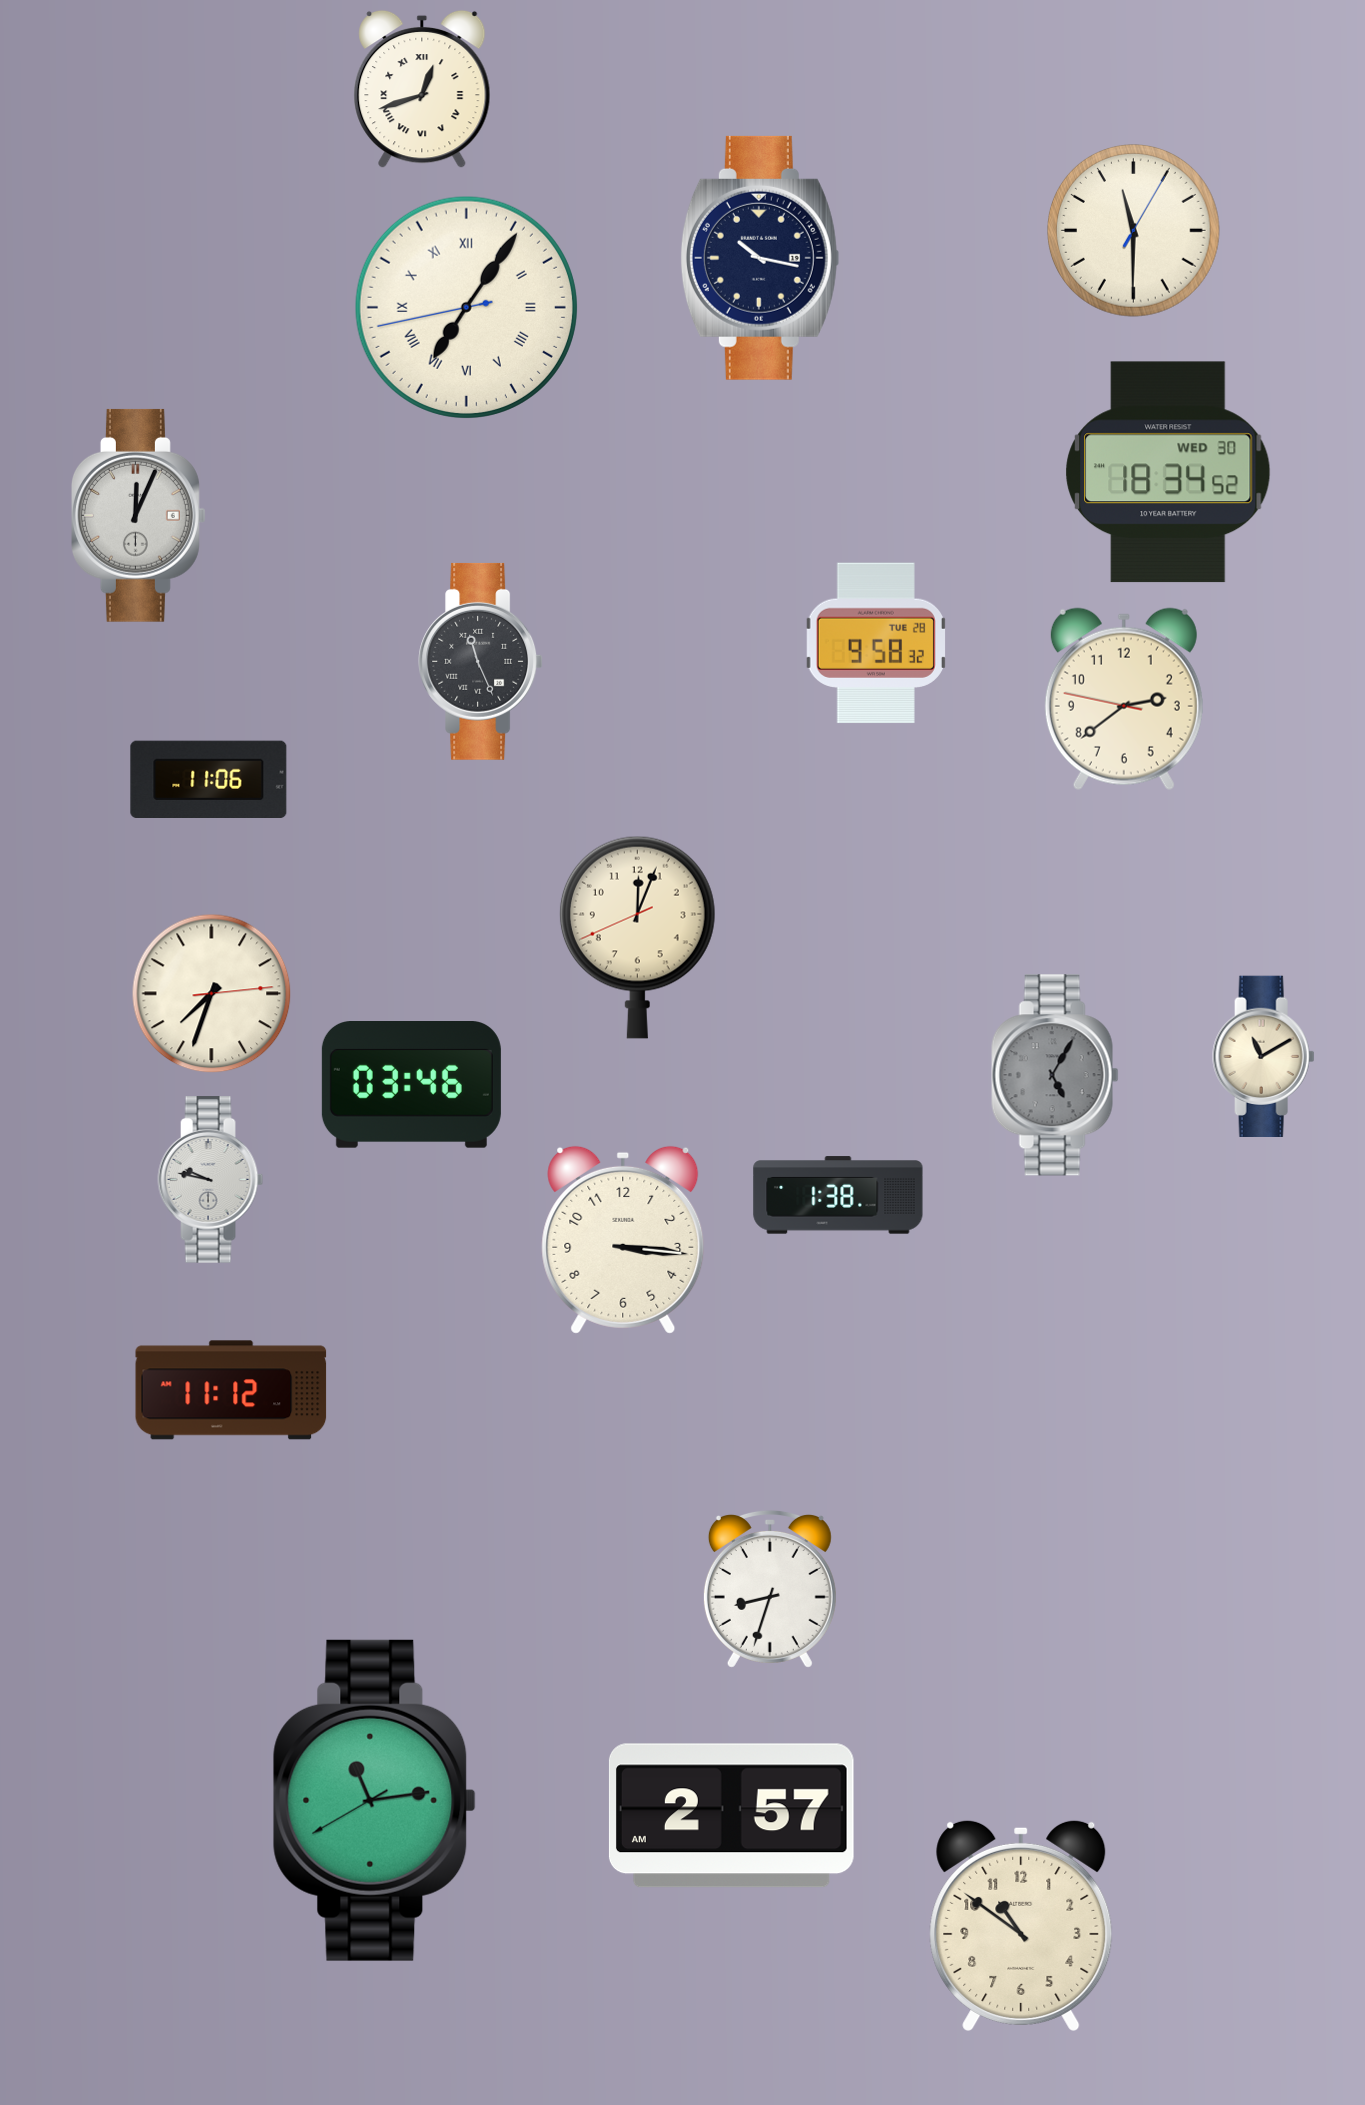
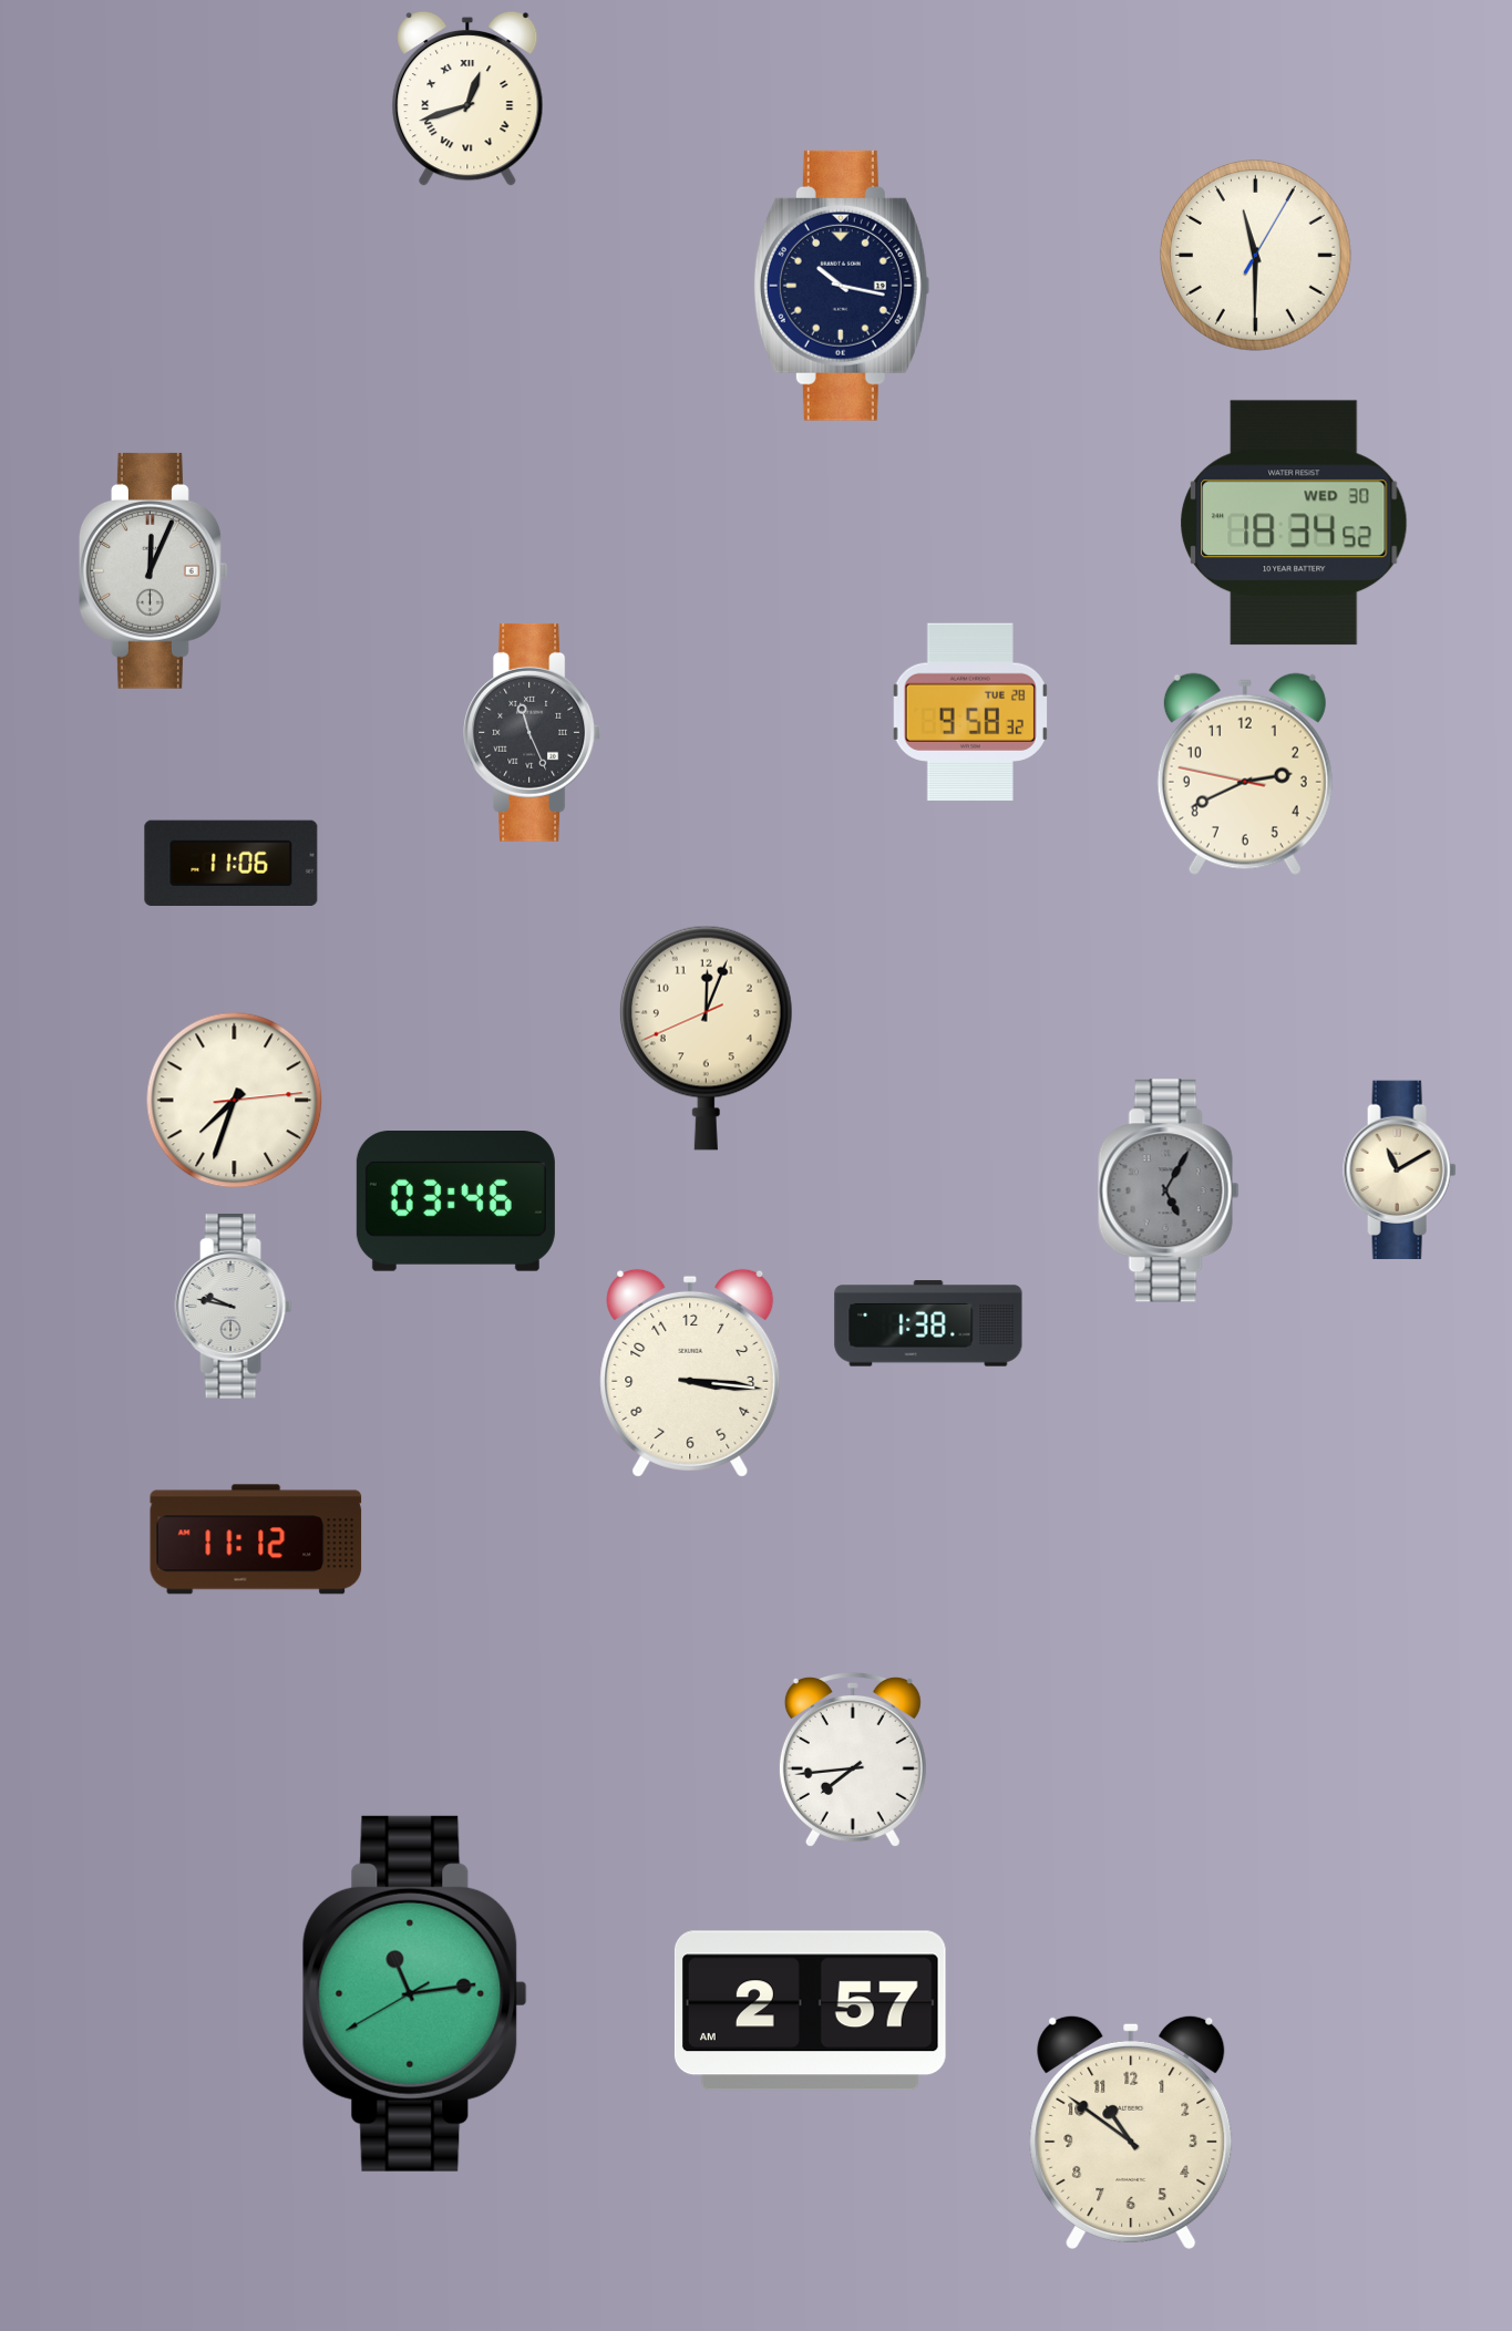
clock at (466, 307): 7:05 -> none
clock at (1124, 699): 2:38 -> 2:40
clock at (770, 1589): 8:33 -> 7:44
